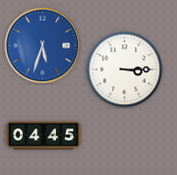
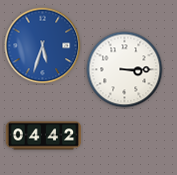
clock at (44, 136): 04:45 -> 04:42
